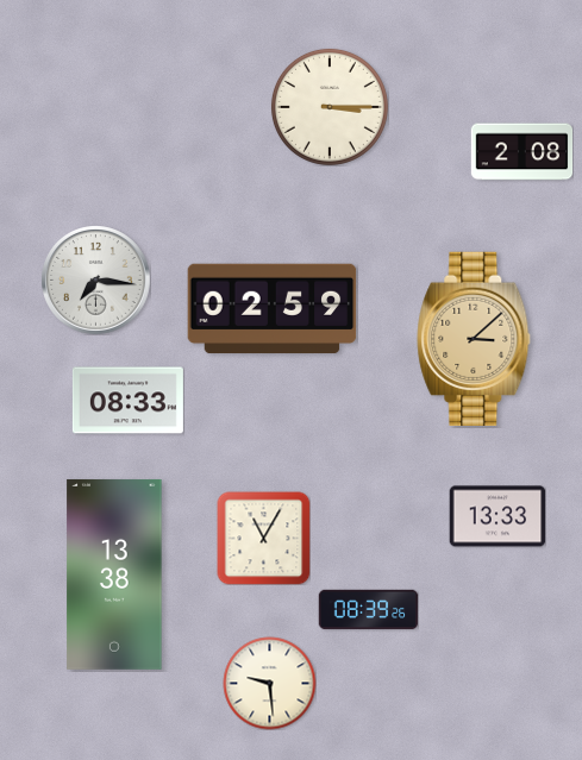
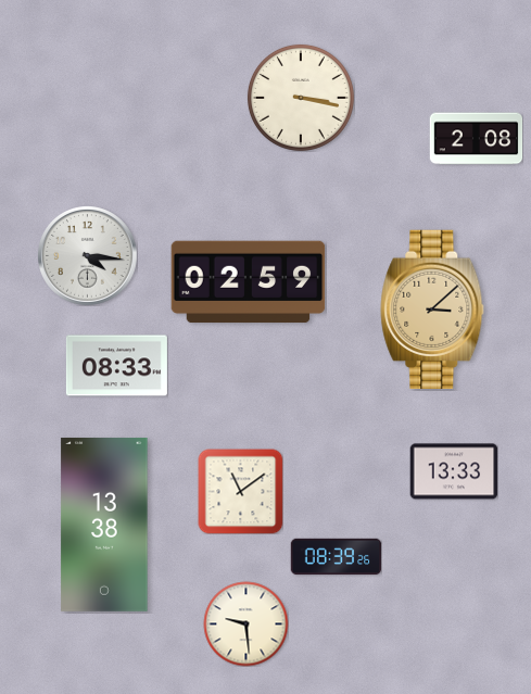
clock at (330, 107): 3:15 -> 3:17
clock at (96, 281): 7:16 -> 4:16
clock at (263, 538): 11:05 -> 11:09
